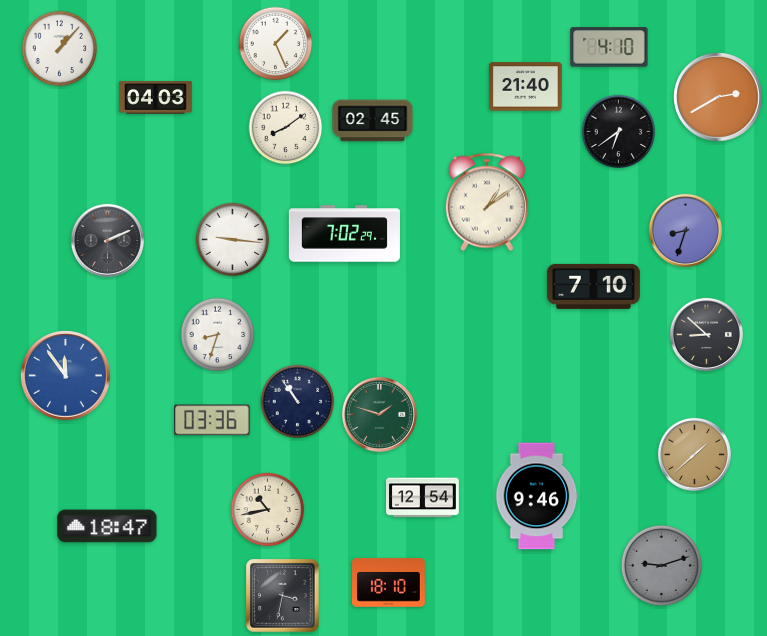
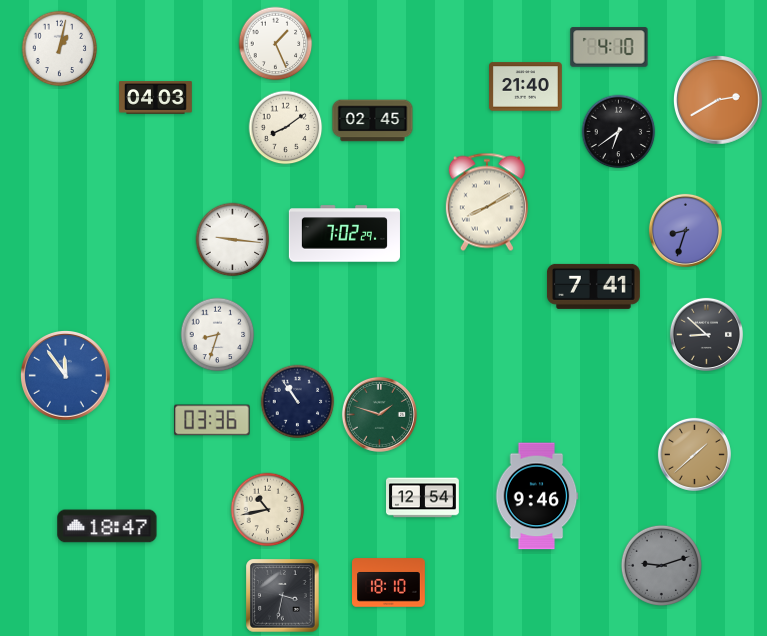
clock at (60, 49): 1:07 -> 1:02
clock at (719, 98) position: (719, 98) -> (719, 101)
clock at (487, 202): 1:09 -> 8:10
clock at (107, 240): 2:11 -> none
clock at (593, 286): 7:10 -> 7:41
